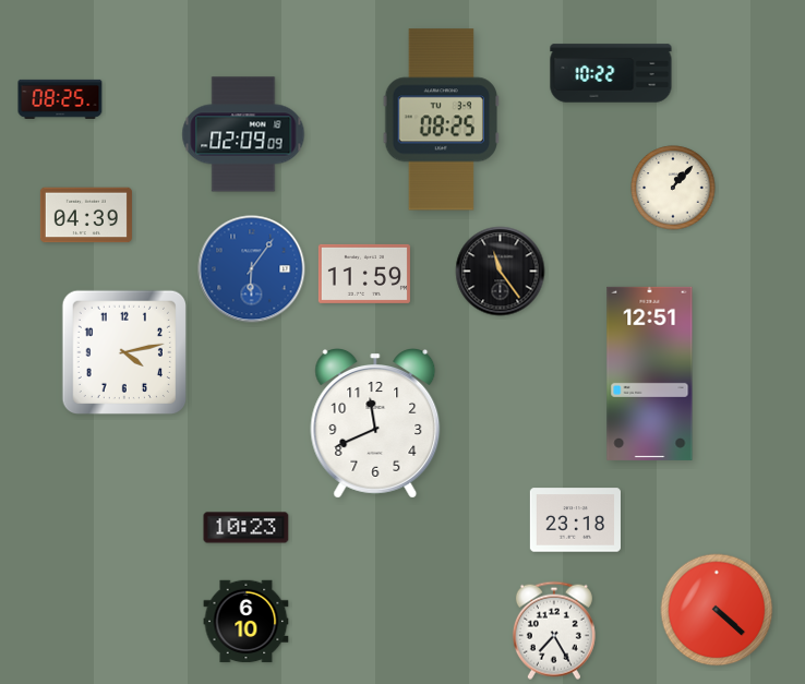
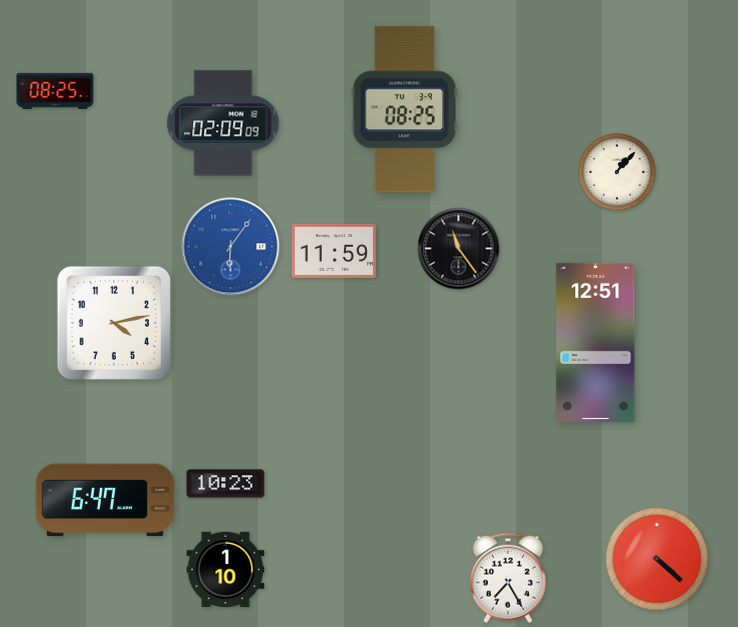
clock at (611, 73): 10:22 -> none
clock at (86, 215): 04:39 -> none
clock at (375, 424): 11:41 -> none
clock at (575, 520): 23:18 -> none
clock at (105, 500): none -> 6:47
clock at (247, 622): 6:10 -> 1:10
